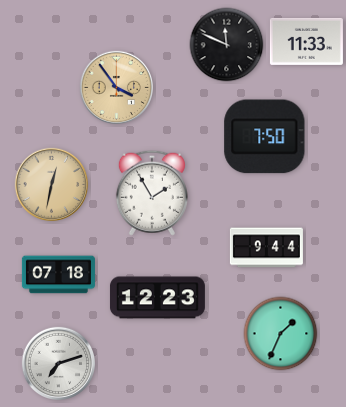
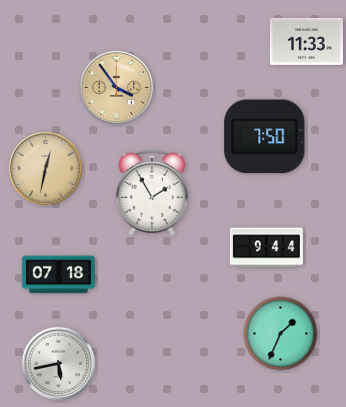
clock at (227, 45): 11:49 -> none
clock at (51, 184) position: (51, 184) -> (45, 168)
clock at (157, 298): 12:23 -> none
clock at (58, 363): 7:12 -> 5:43
